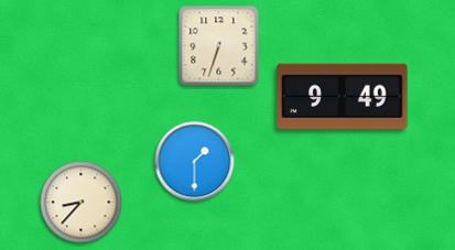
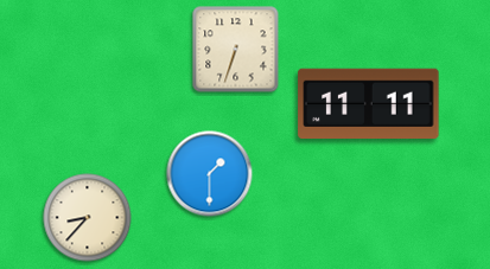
clock at (343, 96): 9:49 -> 11:11
